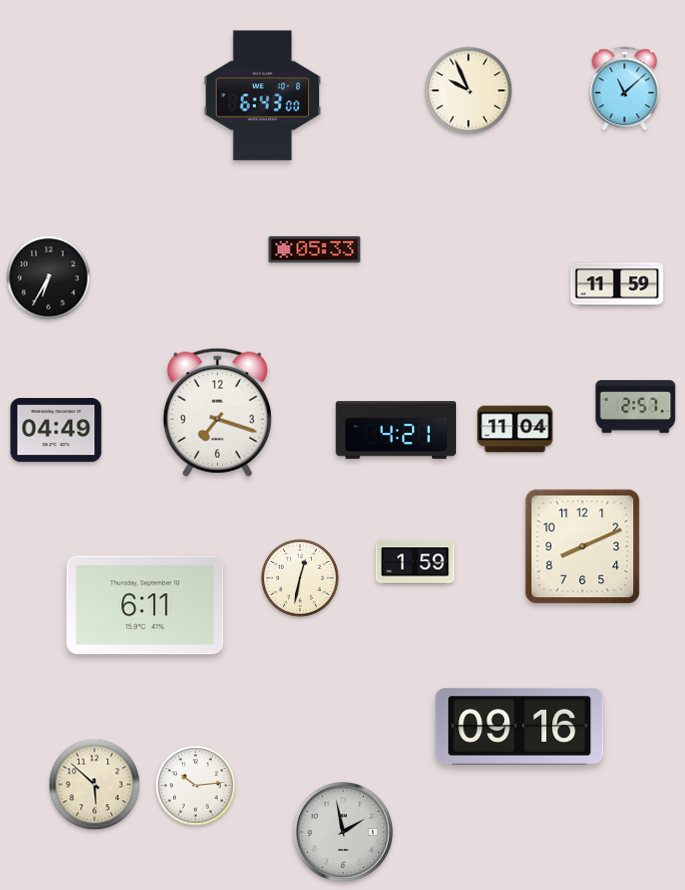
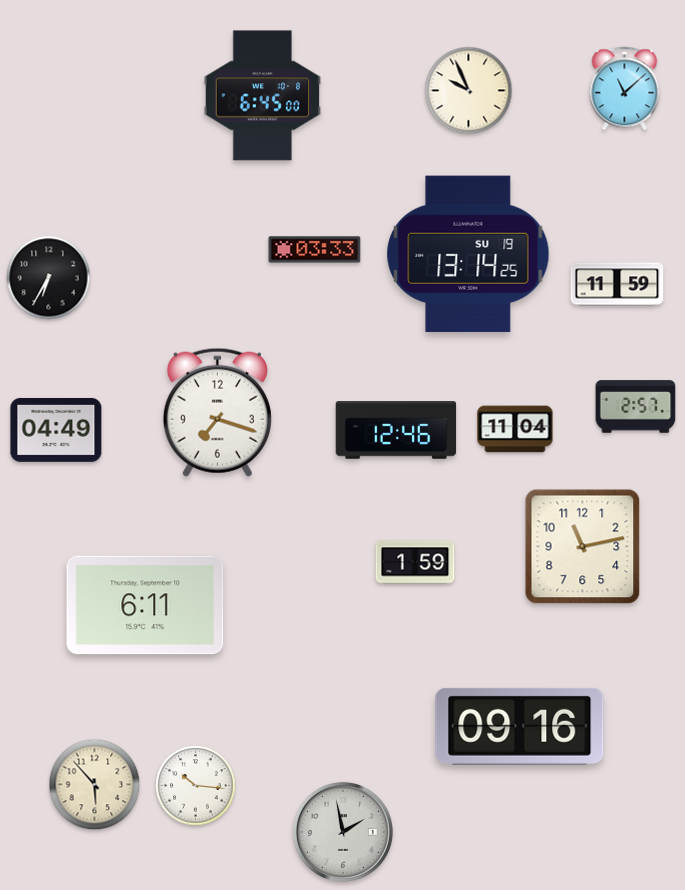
clock at (263, 96): 6:43 -> 6:45
clock at (315, 250): 05:33 -> 03:33
clock at (468, 253): none -> 13:14
clock at (396, 430): 4:21 -> 12:46
clock at (583, 547): 8:11 -> 11:13
clock at (301, 579): 12:32 -> none
clock at (95, 785): 5:52 -> 5:53
clock at (196, 786): 10:14 -> 10:16
